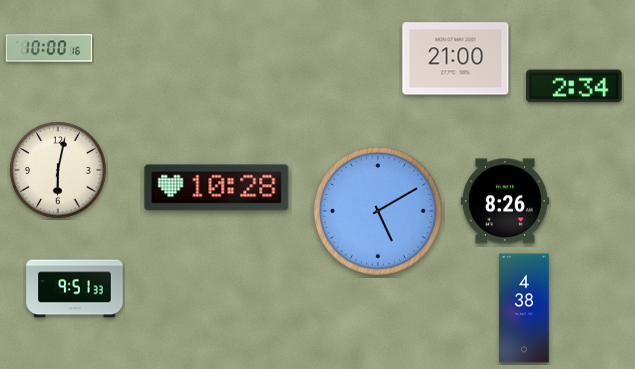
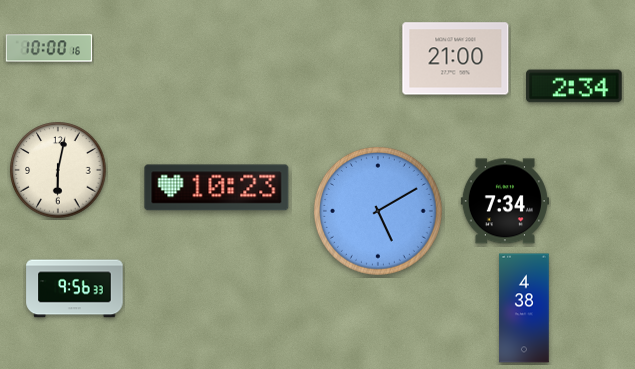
clock at (217, 188): 10:28 -> 10:23
clock at (505, 201): 8:26 -> 7:34
clock at (75, 289): 9:51 -> 9:56
